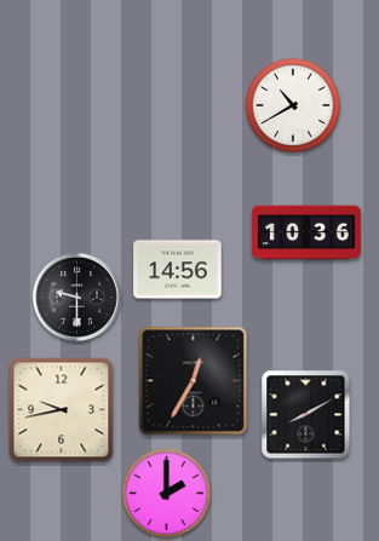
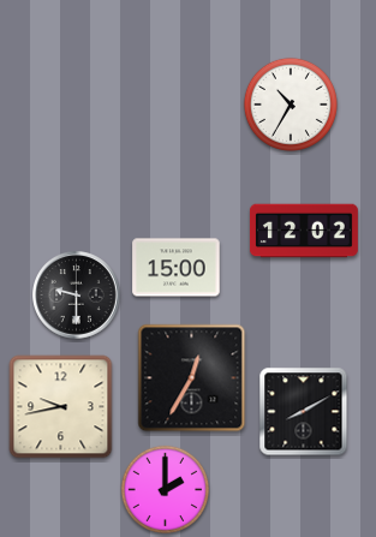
clock at (293, 105): 10:40 -> 10:35
clock at (306, 232): 10:36 -> 12:02
clock at (178, 270): 14:56 -> 15:00
